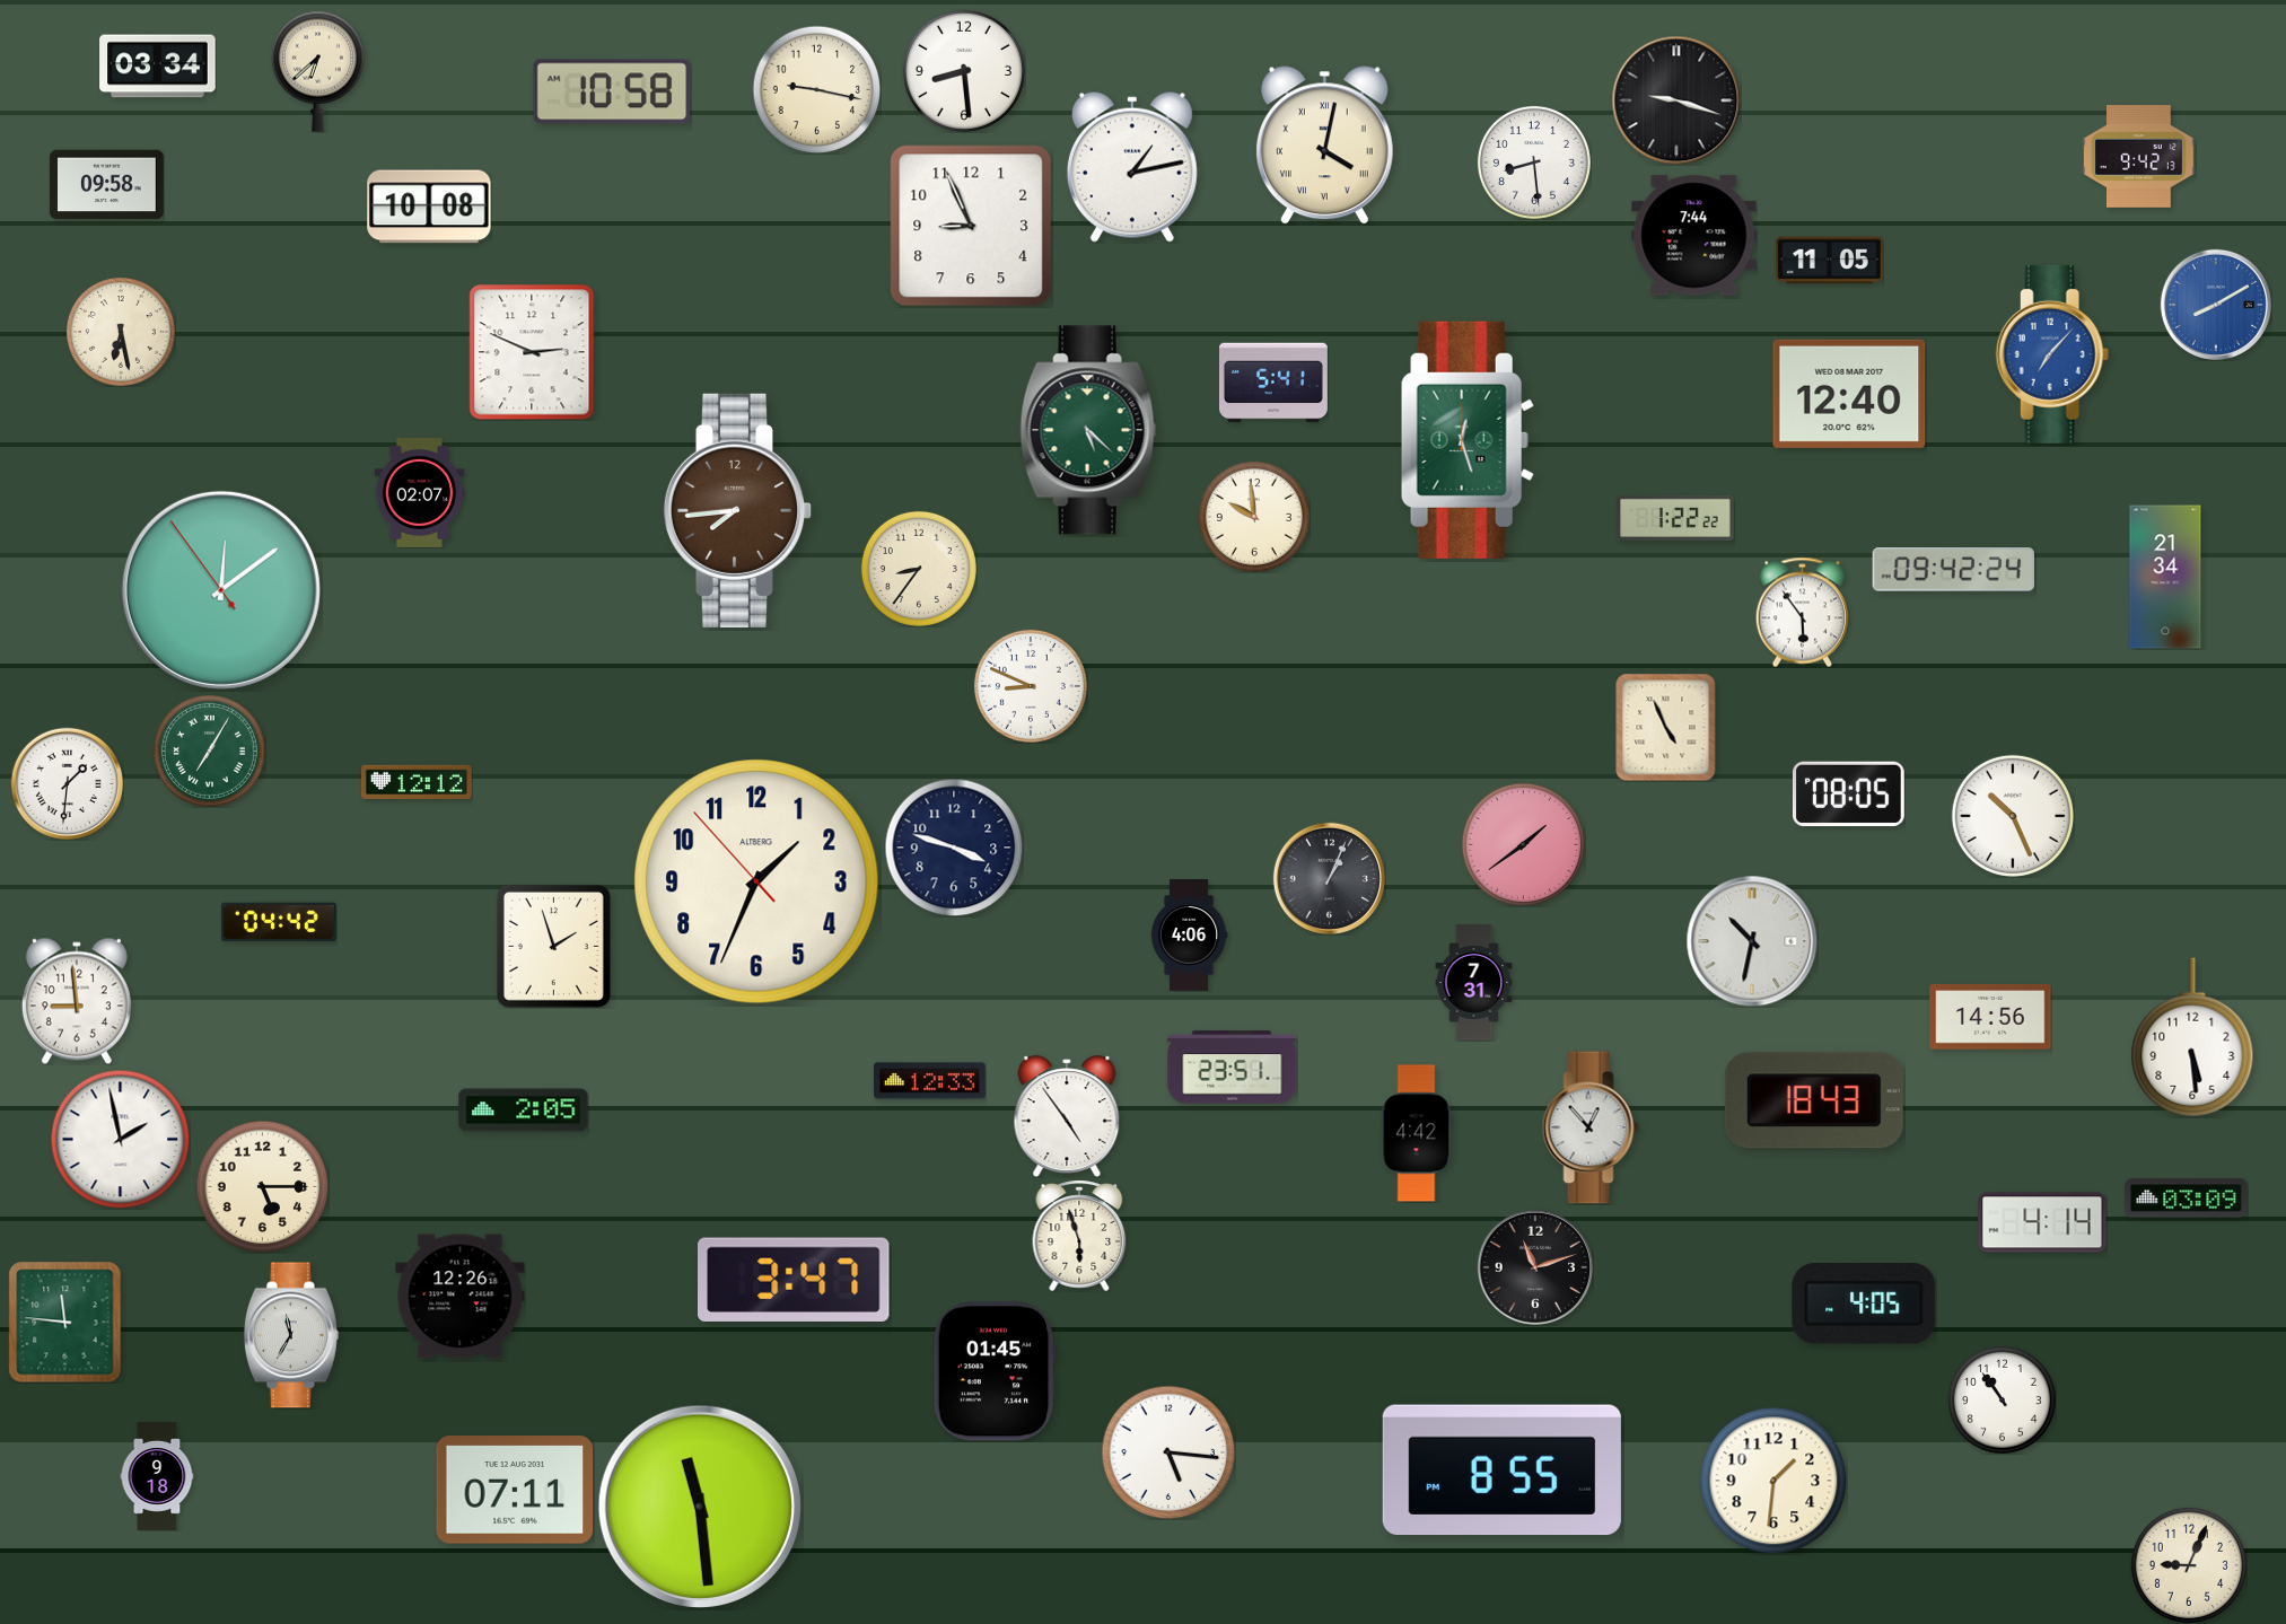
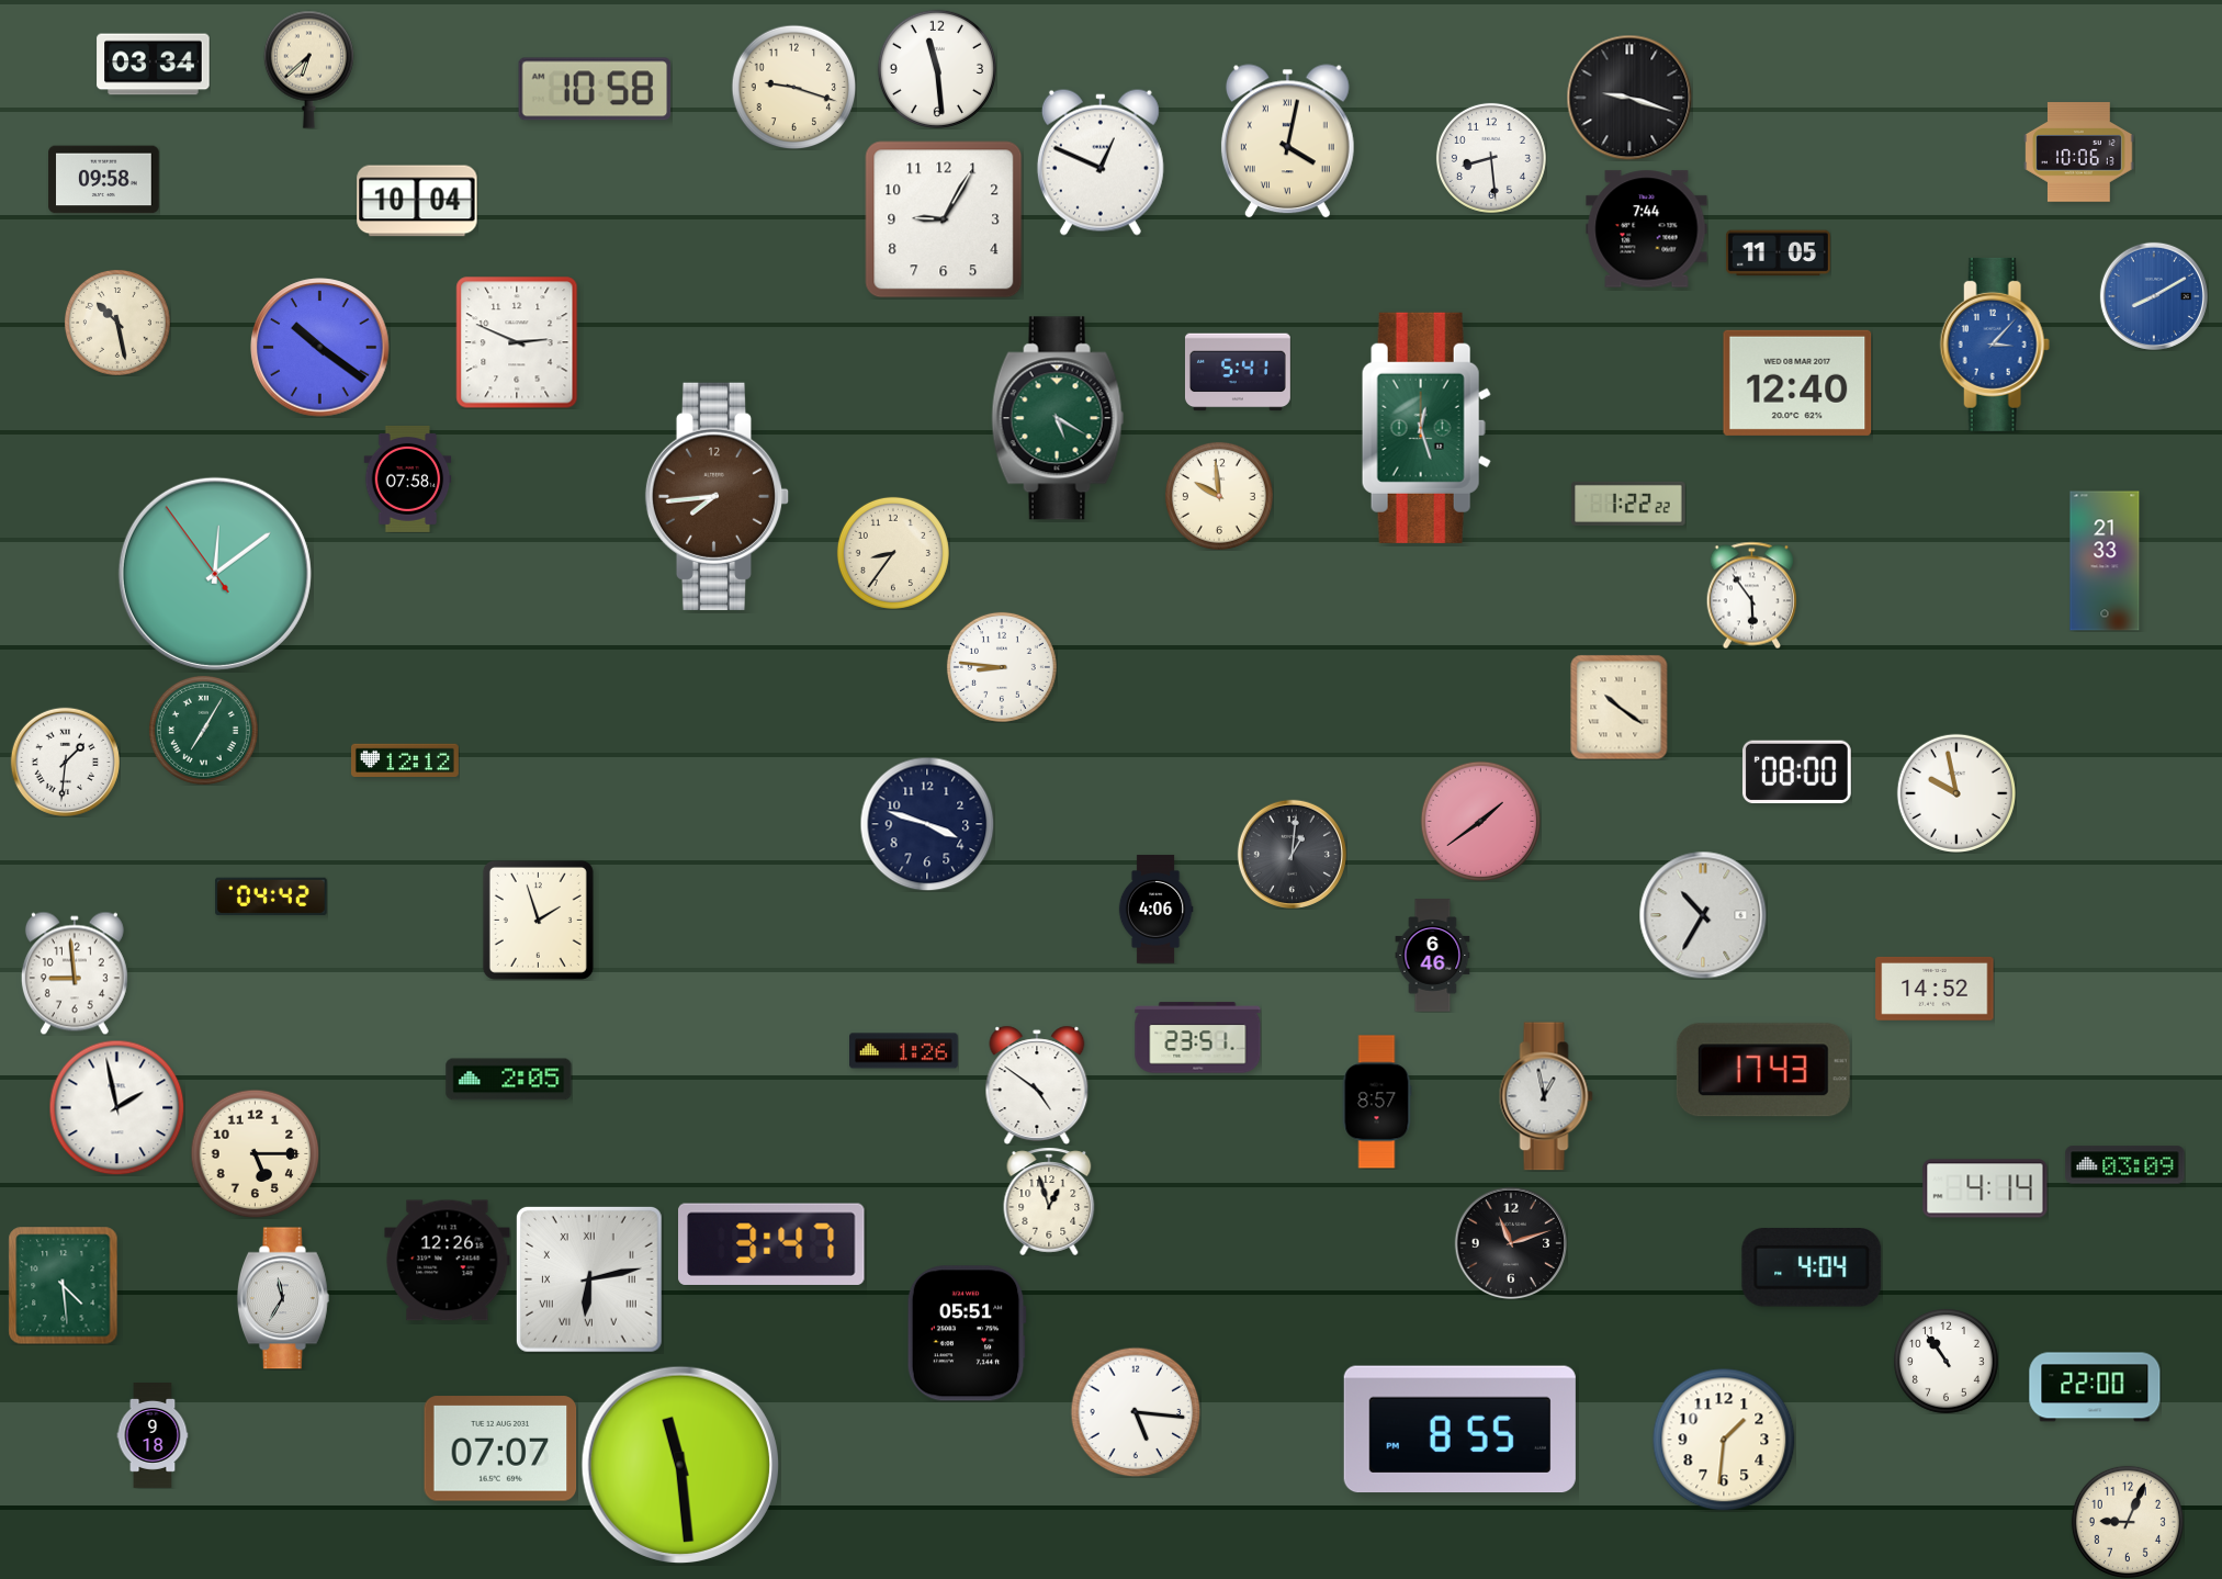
clock at (964, 71): 8:29 -> 11:29
clock at (816, 89): 9:17 -> 9:18
clock at (2139, 157): 9:42 -> 10:06
clock at (1132, 167): 1:13 -> 12:49
clock at (429, 207): 10:08 -> 10:04
clock at (971, 226): 8:56 -> 9:05
clock at (121, 332): 6:28 -> 10:28
clock at (2052, 354): 7:07 -> 3:07
clock at (320, 348): none -> 10:21
clock at (1088, 430): 5:22 -> 5:20
clock at (420, 493): 02:07 -> 07:58
clock at (1254, 517) position: (1254, 517) -> (1219, 496)
clock at (1953, 570): 09:42 -> none
clock at (2165, 577): 21:34 -> 21:33
clock at (1031, 686): 8:49 -> 8:46
clock at (1666, 727): 4:56 -> 10:21
clock at (1848, 795): 08:05 -> 08:00
clock at (2013, 816): 10:26 -> 9:58
clock at (1329, 878): 1:04 -> 1:01
clock at (756, 881): 1:33 -> none
clock at (1752, 941): 10:32 -> 10:35
clock at (1474, 983): 7:31 -> 6:46
clock at (1990, 1017): 14:56 -> 14:52
clock at (2192, 1037): 5:29 -> none
clock at (930, 1081): 12:33 -> 1:26
clock at (1814, 1100): 18:43 -> 17:43
clock at (1067, 1115): 4:54 -> 4:51
clock at (1591, 1127): 12:53 -> 12:58
clock at (1417, 1133): 4:42 -> 8:57
clock at (1079, 1236): 5:57 -> 12:57
clock at (1535, 1267) position: (1535, 1267) -> (1511, 1243)
clock at (1864, 1305): 4:05 -> 4:04
clock at (589, 1279): none -> 6:13
clock at (65, 1322): 11:46 -> 4:29
clock at (995, 1371): 01:45 -> 05:51
clock at (2095, 1387): none -> 22:00
clock at (515, 1490): 07:11 -> 07:07
